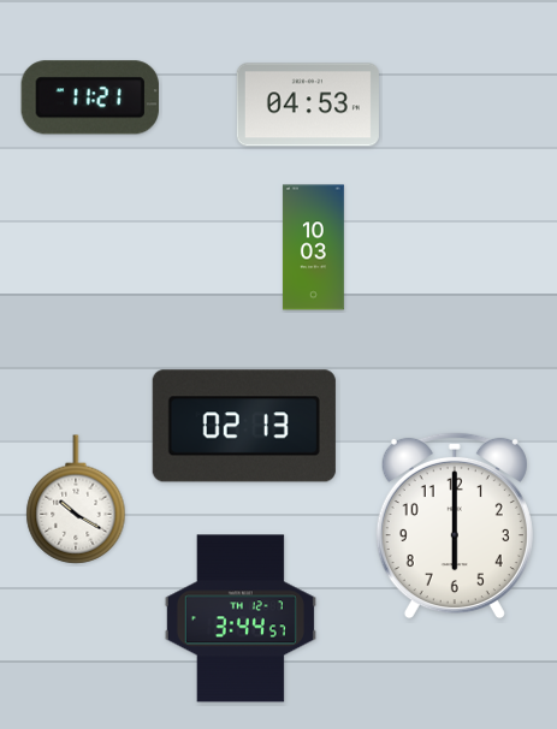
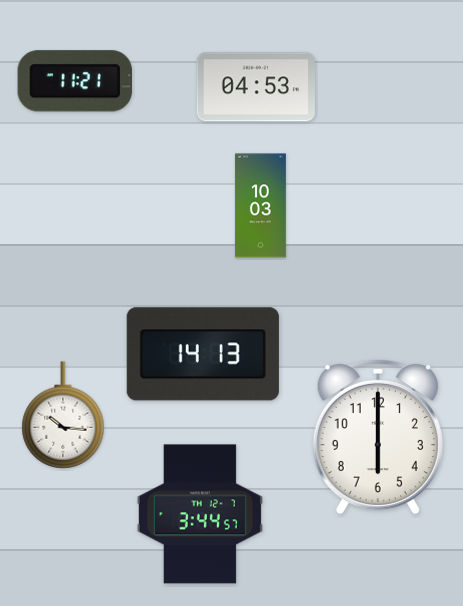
clock at (244, 426): 02:13 -> 14:13
clock at (76, 499): 10:20 -> 10:16
